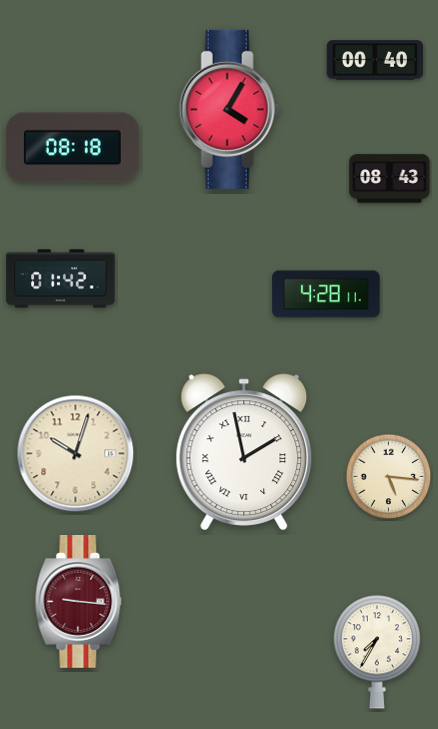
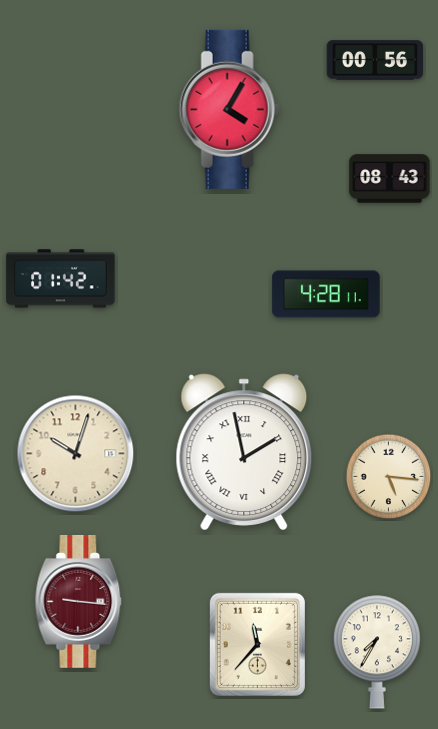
clock at (375, 60): 00:40 -> 00:56
clock at (72, 148): 08:18 -> none
clock at (257, 644): none -> 11:37
